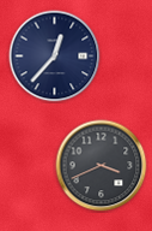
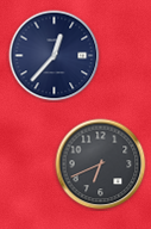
clock at (102, 166): 3:41 -> 6:41
